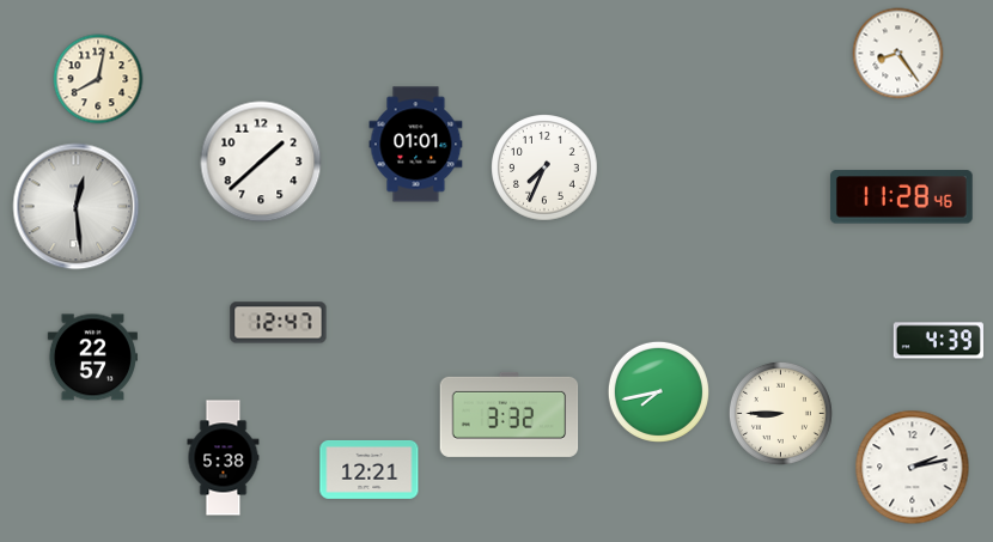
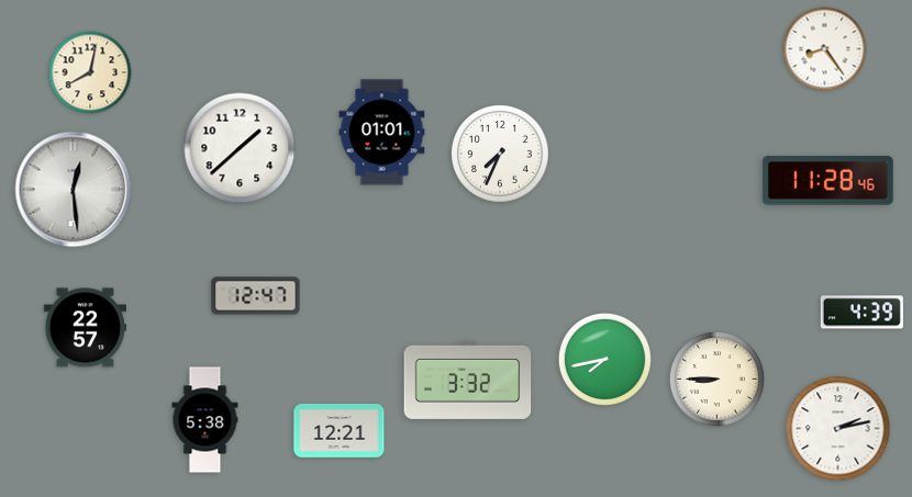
clock at (77, 207) position: (77, 207) -> (74, 190)
